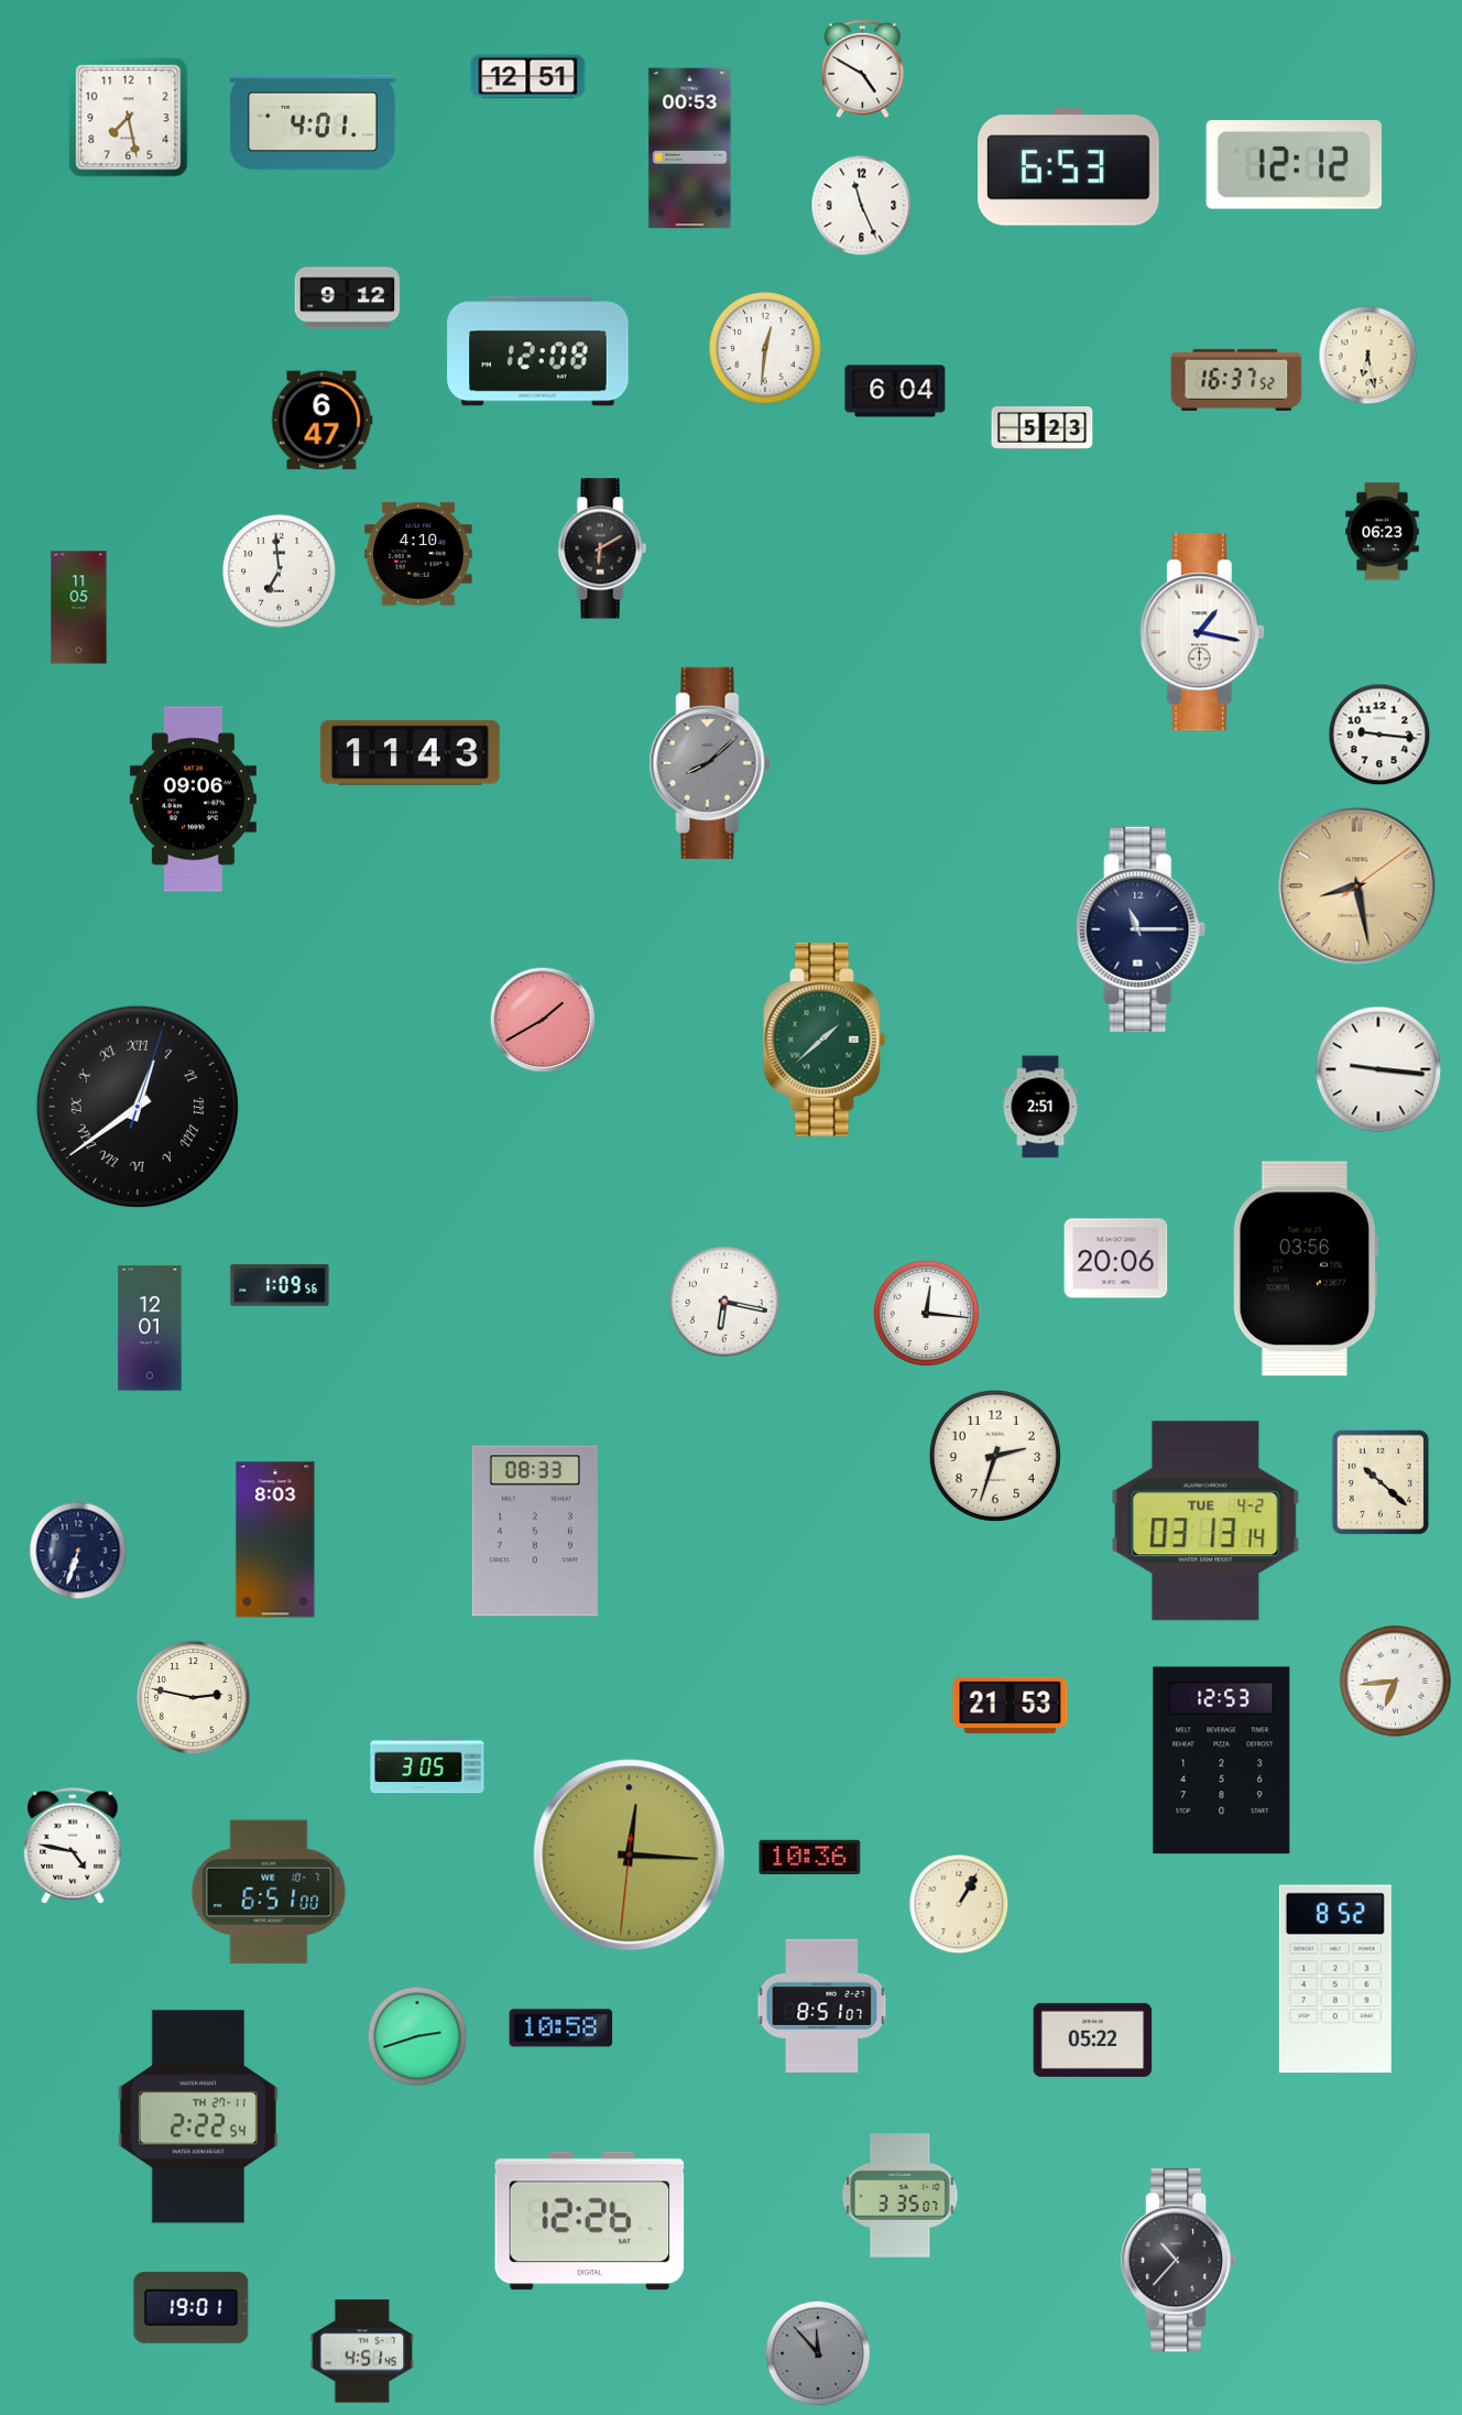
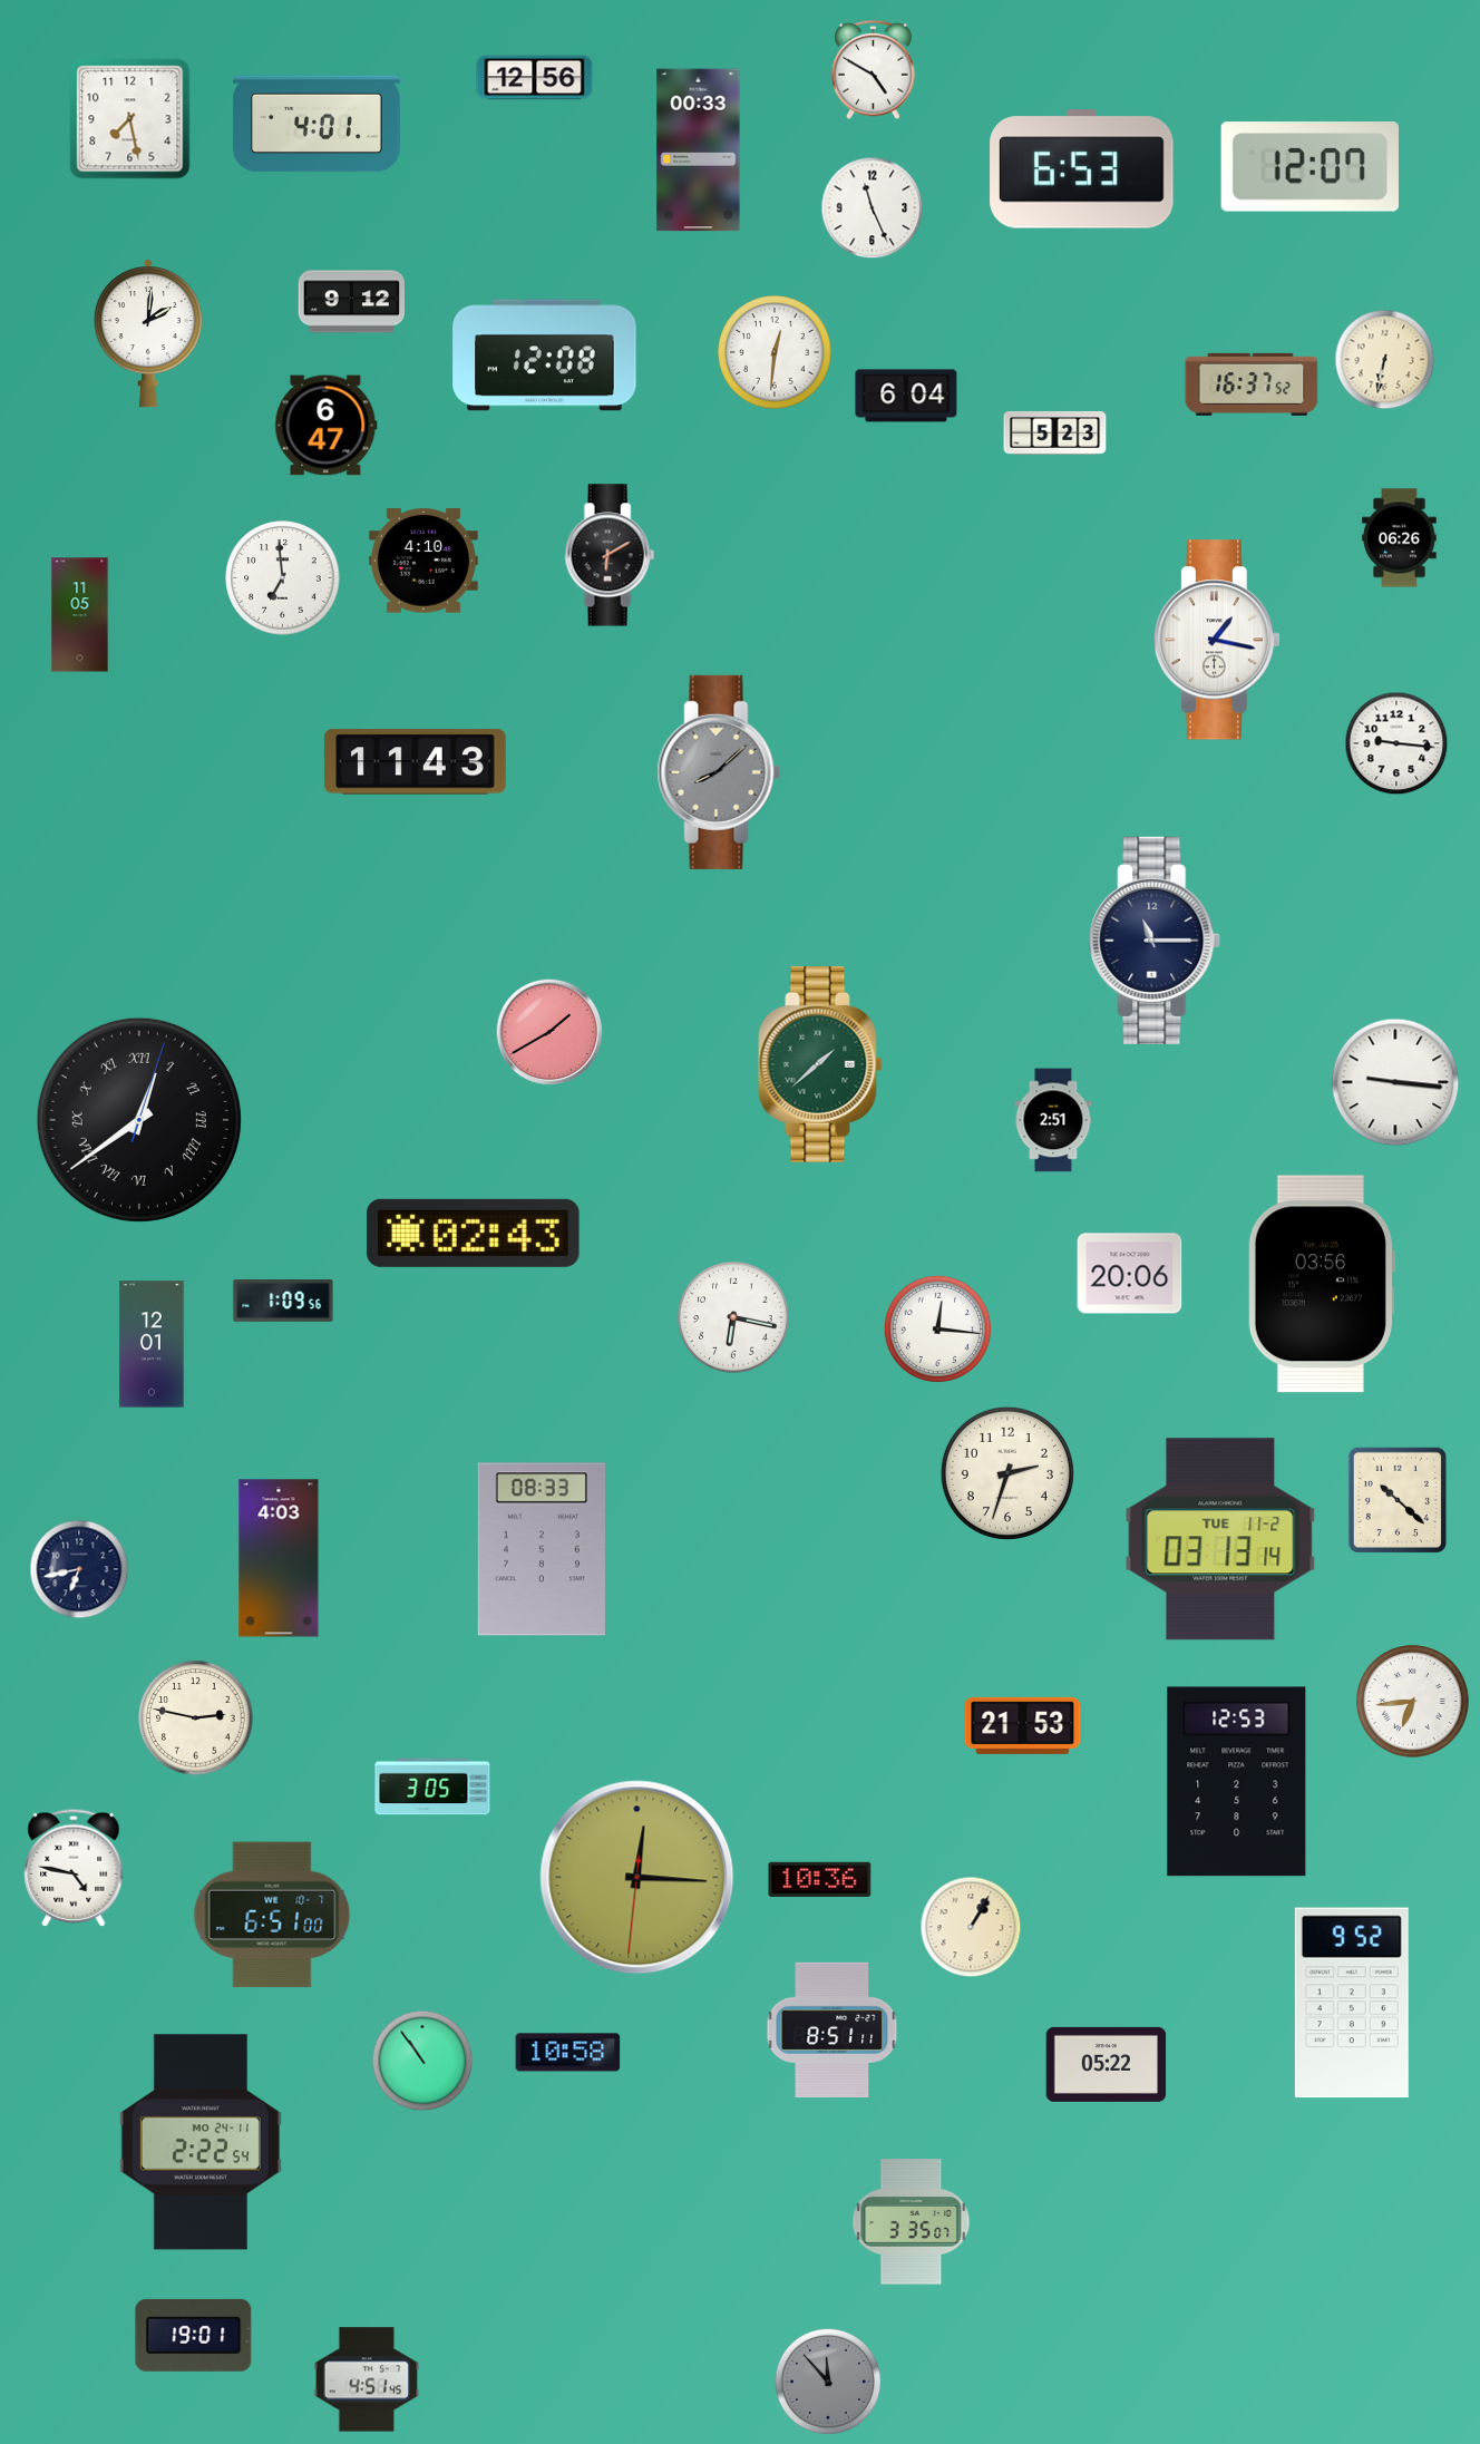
clock at (528, 77): 12:51 -> 12:56
clock at (690, 149): 00:53 -> 00:33
clock at (1294, 165): 12:12 -> 12:07
clock at (148, 333): none -> 2:01
clock at (1368, 356): 6:28 -> 6:32
clock at (1383, 532): 06:23 -> 06:26
clock at (193, 799): 09:06 -> none
clock at (1357, 886): 8:28 -> none
clock at (825, 1040) position: (825, 1040) -> (820, 1064)
clock at (474, 1233): none -> 02:43
clock at (1205, 1521) date: TUE 4-2 -> TUE 11-2
clock at (275, 1540): 8:03 -> 4:03
clock at (78, 1551): 6:33 -> 6:43
clock at (1335, 1979): 8:52 -> 9:52
clock at (822, 2005): 8:51:07 -> 8:51:11
clock at (417, 2036): 2:42 -> 10:54
clock at (198, 2117) date: TH 27-11 -> MO 24-11
clock at (590, 2221): 12:26 -> none
clock at (1179, 2261): 10:37 -> none
